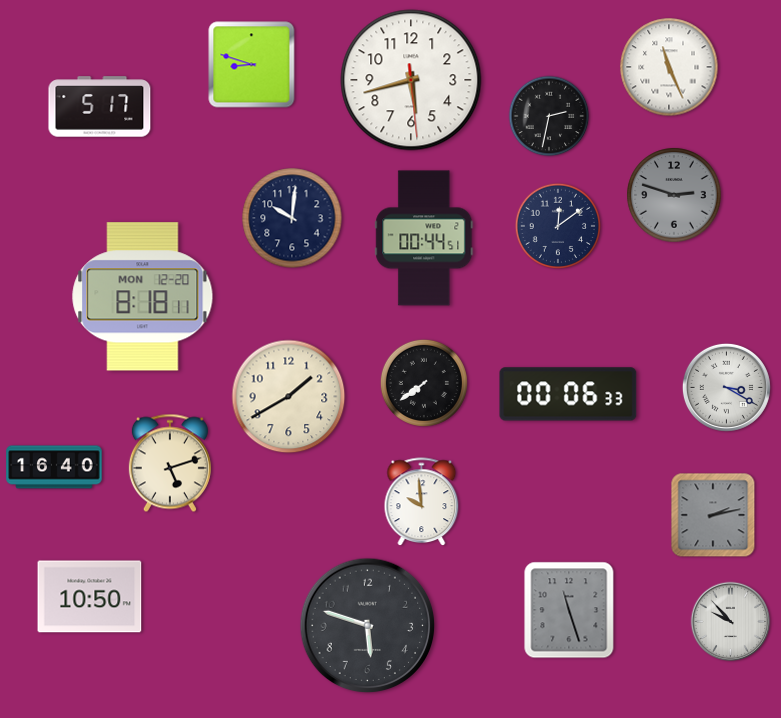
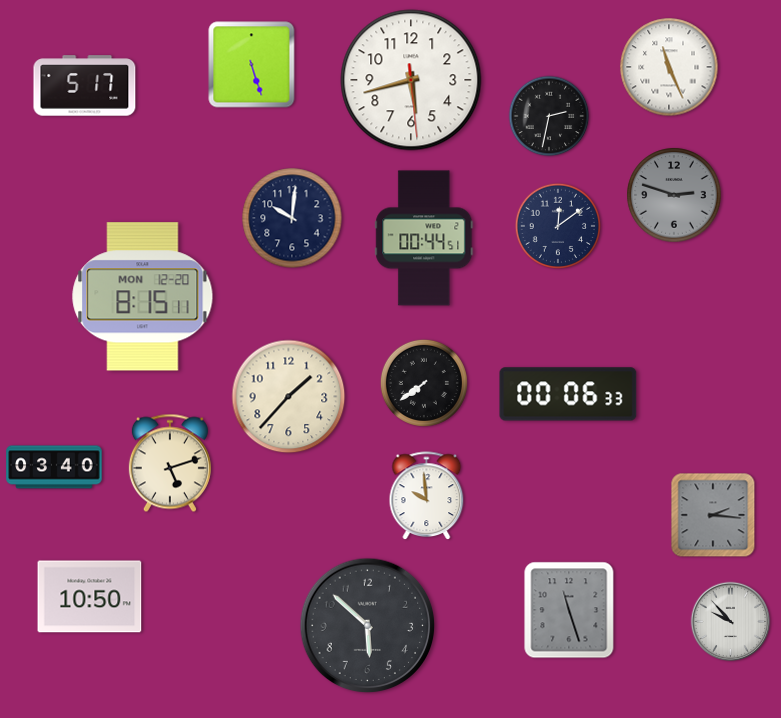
clock at (252, 65): 8:48 -> 5:27
clock at (100, 107) position: (100, 107) -> (85, 86)
clock at (143, 297): 8:18 -> 8:15
clock at (726, 387): 3:20 -> none
clock at (289, 397): 1:40 -> 1:37
clock at (54, 467): 16:40 -> 03:40
clock at (422, 502) position: (422, 502) -> (427, 496)
clock at (713, 515): 2:13 -> 2:16
clock at (368, 626): 5:48 -> 5:52
